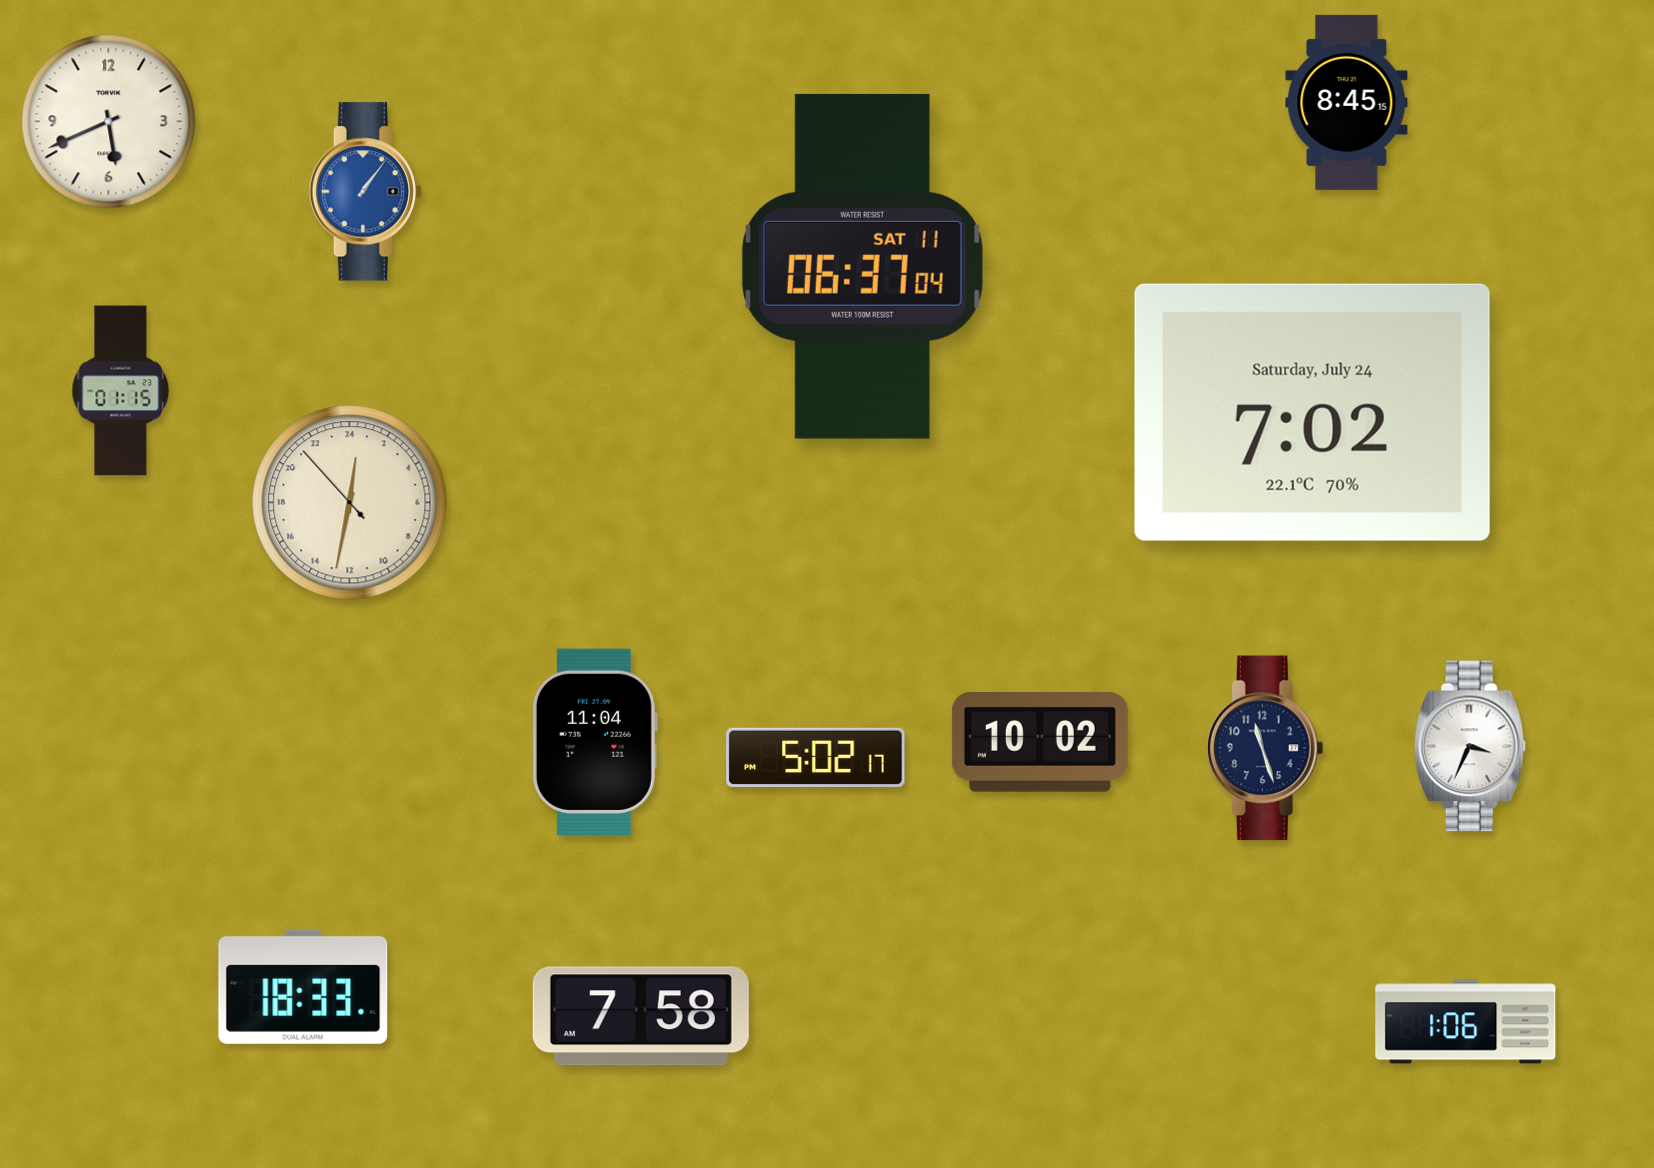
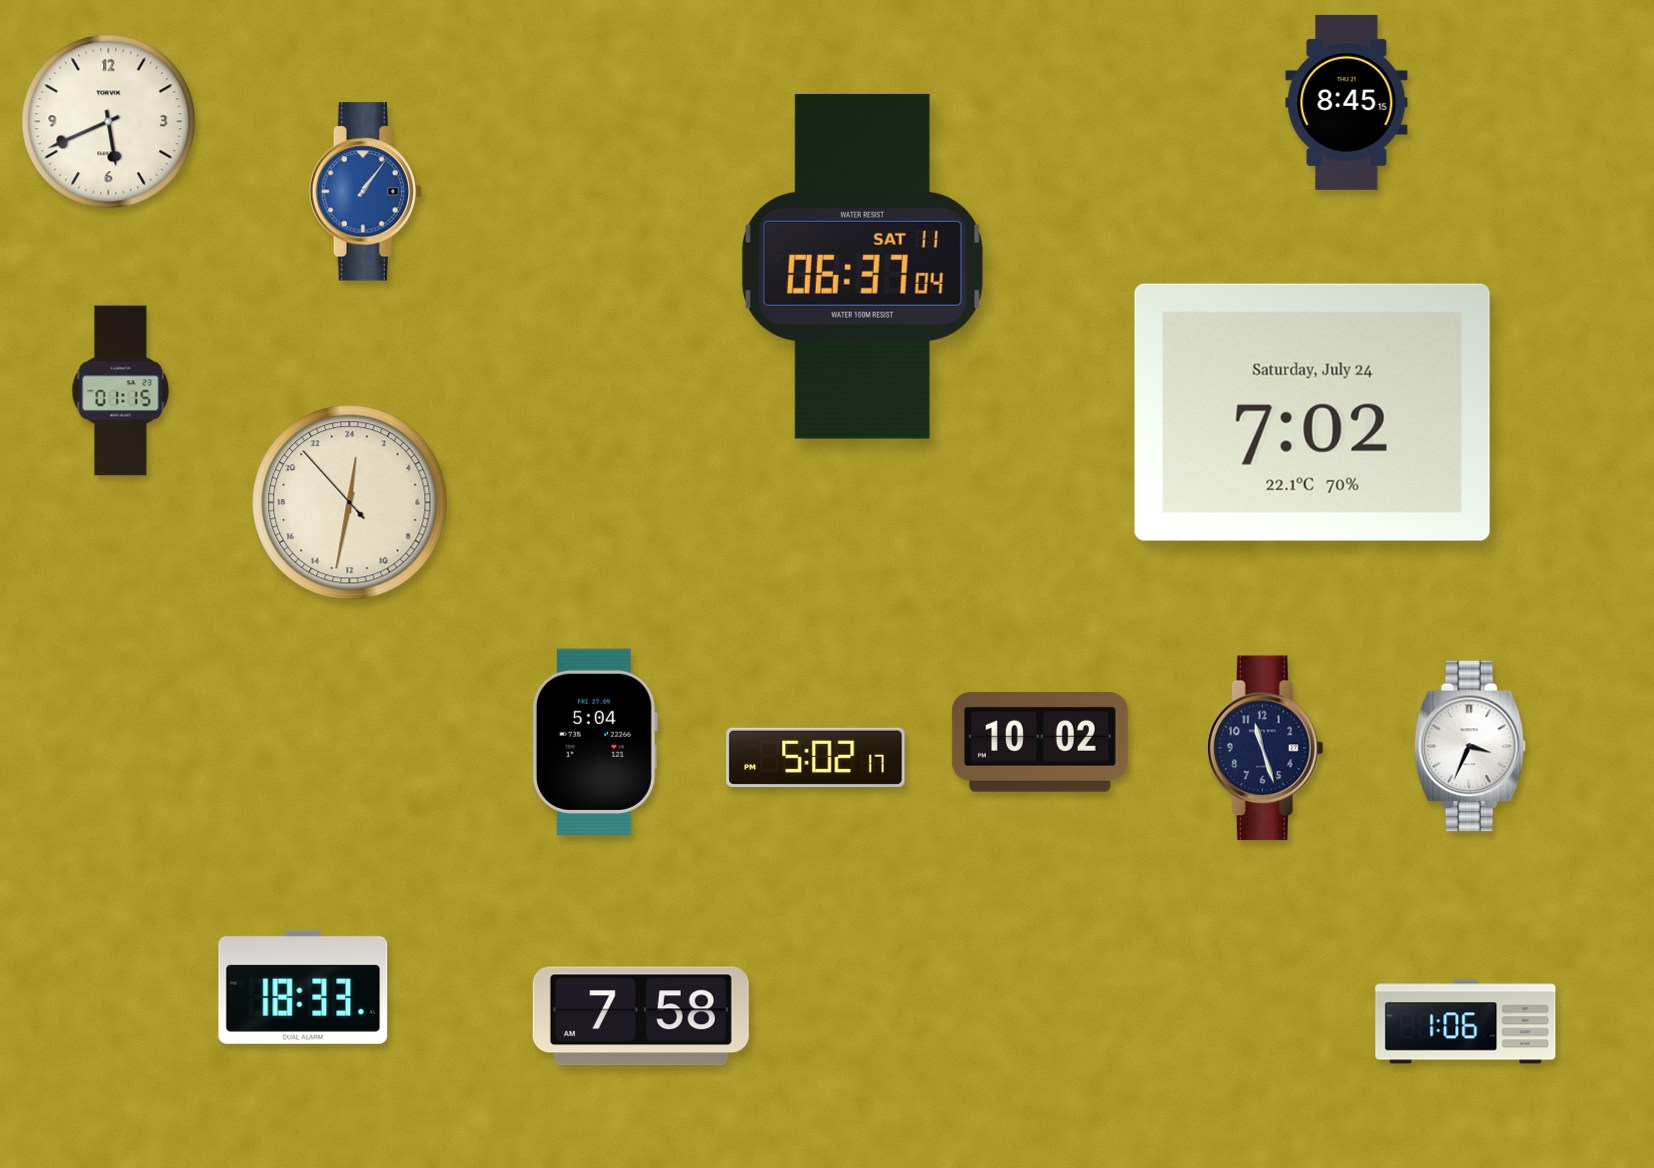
clock at (595, 742): 11:04 -> 5:04
